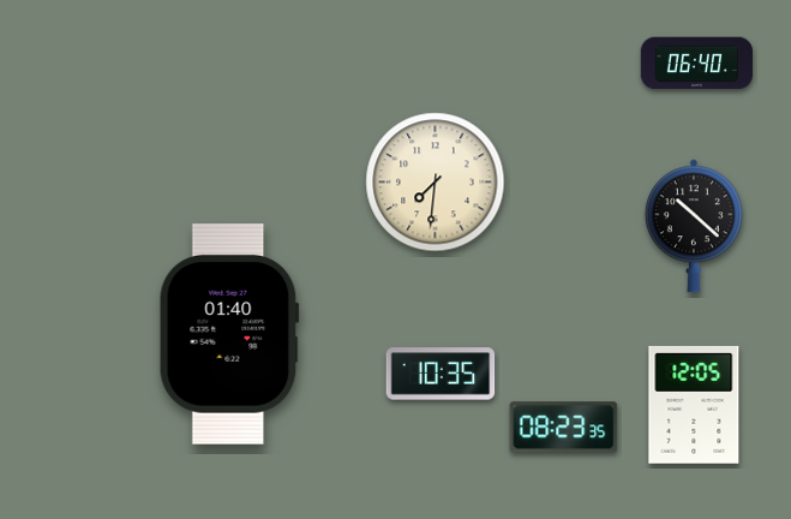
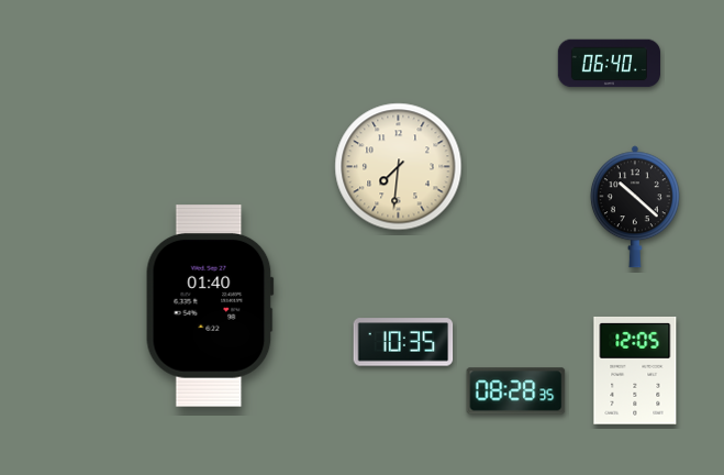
clock at (696, 64) position: (696, 64) -> (609, 64)
clock at (564, 428): 08:23 -> 08:28
